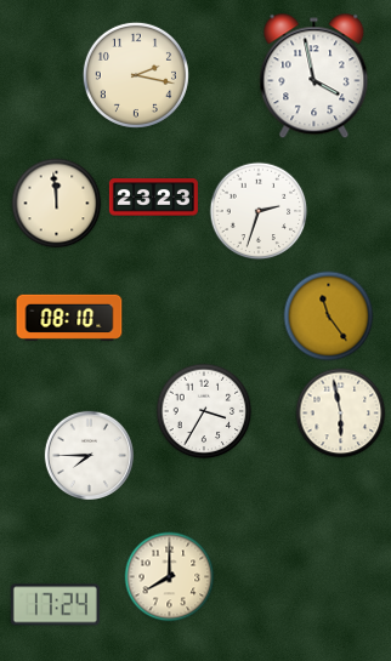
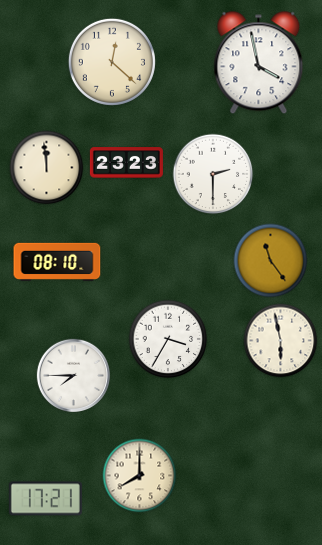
clock at (136, 75): 2:17 -> 12:22
clock at (259, 211): 2:33 -> 2:30
clock at (55, 605): 17:24 -> 17:21
